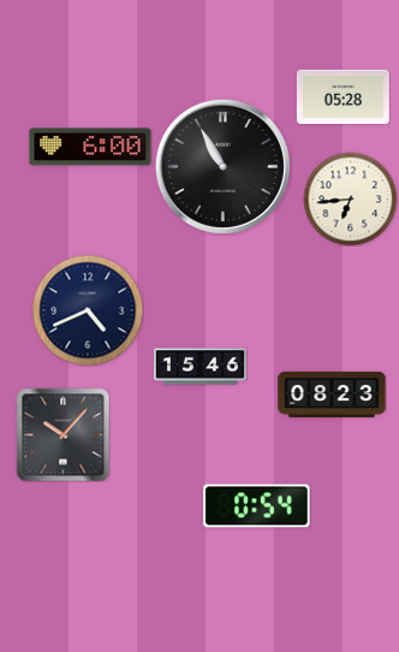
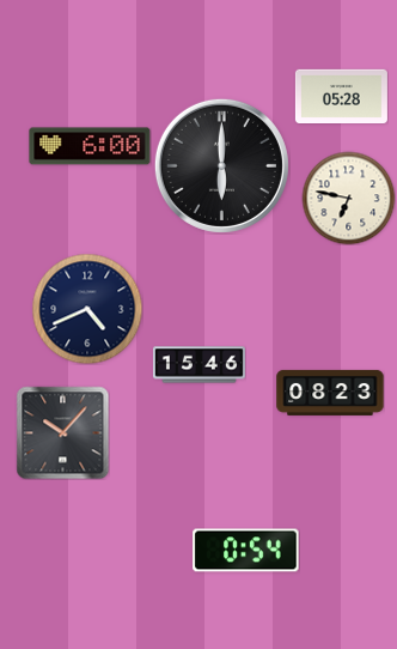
clock at (222, 166): 10:55 -> 6:00
clock at (350, 198): 6:44 -> 6:47
clock at (257, 506) position: (257, 506) -> (246, 551)
